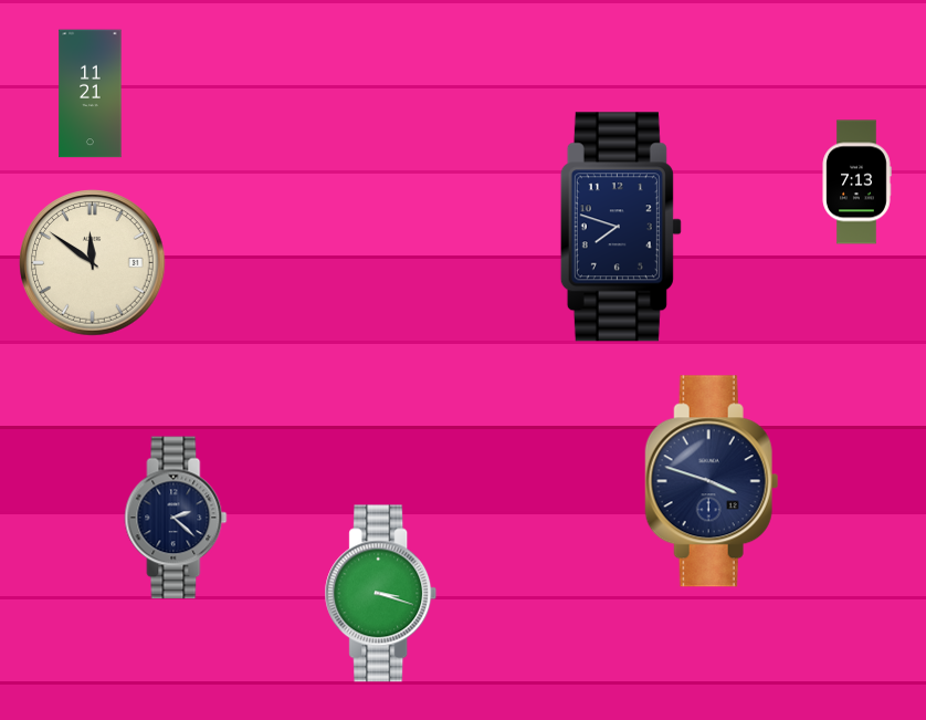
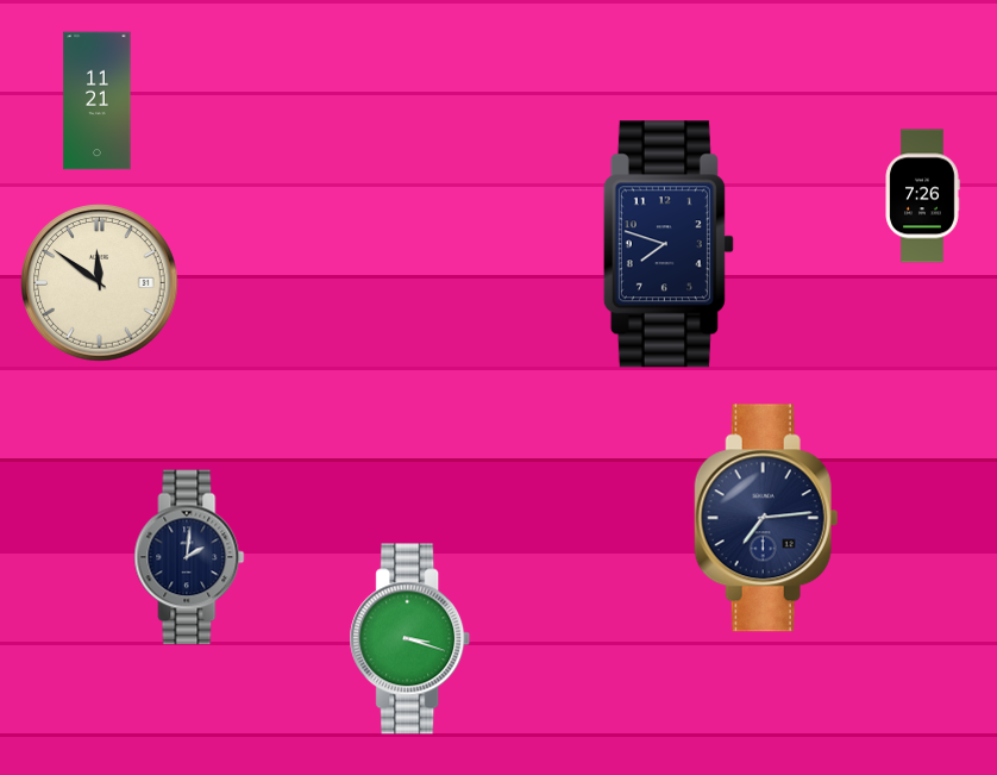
clock at (856, 182): 7:13 -> 7:26
clock at (712, 481): 3:48 -> 7:14
clock at (176, 518): 2:22 -> 2:01
